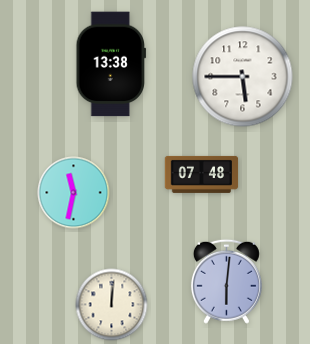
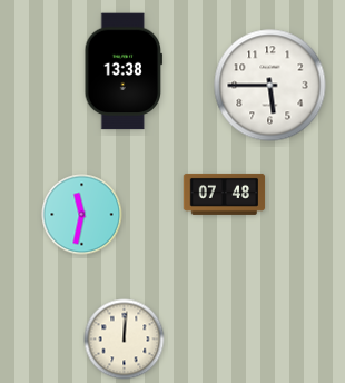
clock at (226, 281): 6:01 -> none
